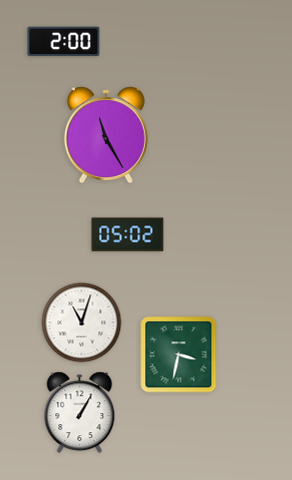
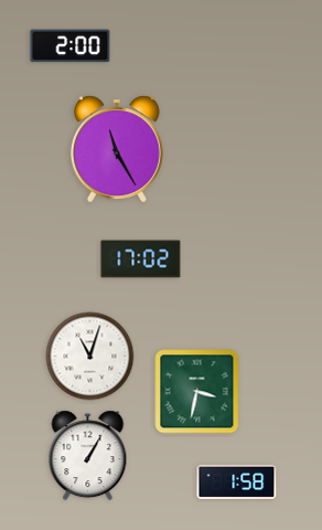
clock at (128, 235): 05:02 -> 17:02
clock at (237, 481): none -> 1:58
